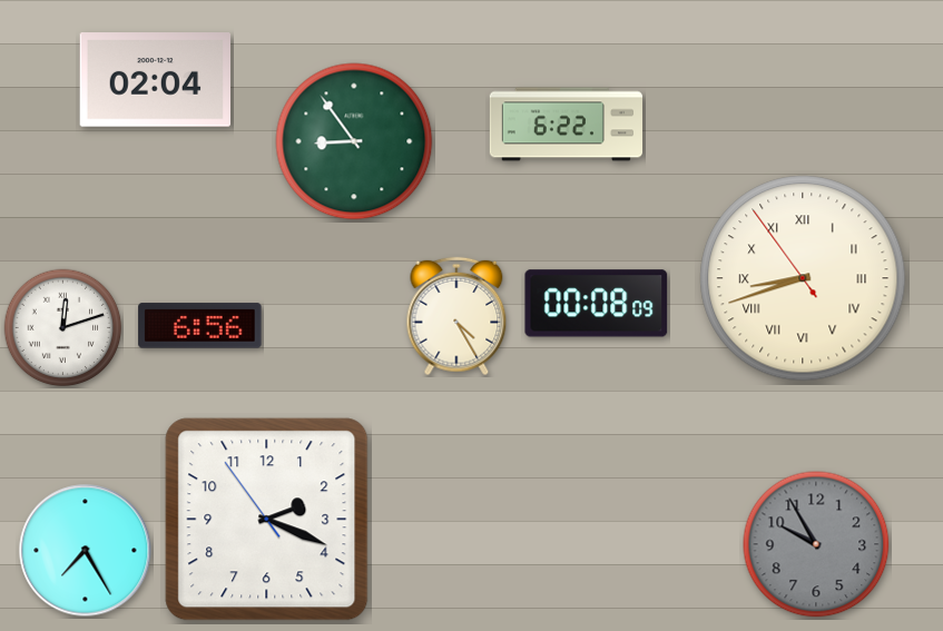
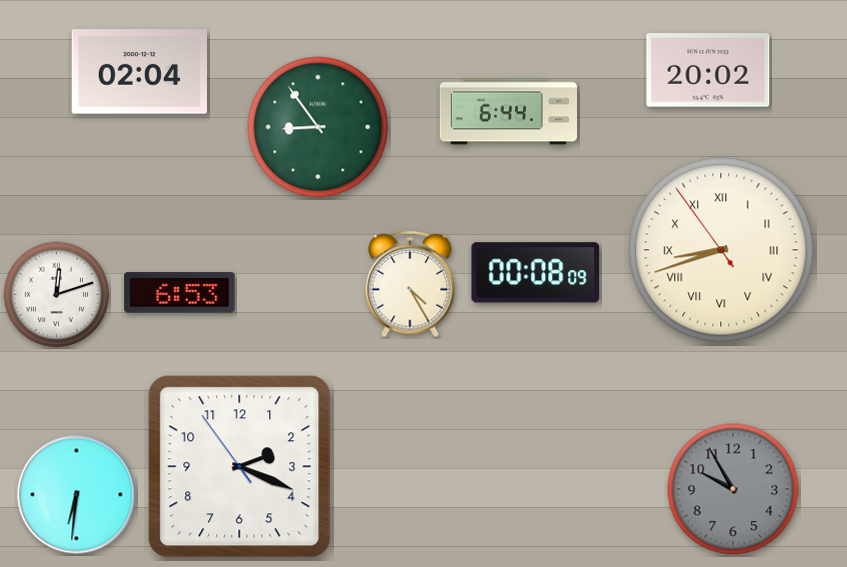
clock at (708, 70): none -> 20:02
clock at (566, 125): 6:22 -> 6:44
clock at (200, 326): 6:56 -> 6:53
clock at (86, 551): 7:25 -> 6:31
